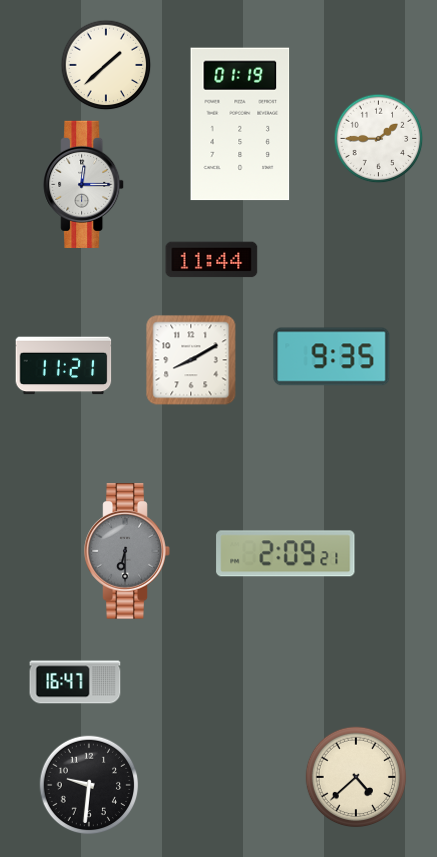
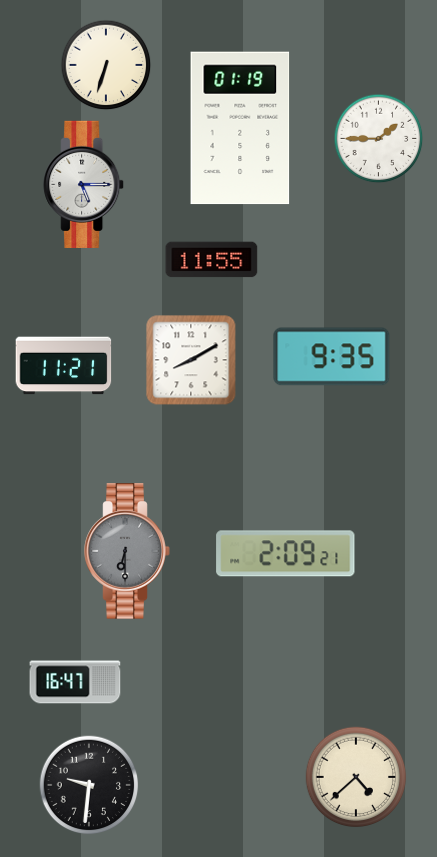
clock at (106, 65): 1:38 -> 6:33
clock at (240, 124) position: (240, 124) -> (240, 128)
clock at (84, 184): 12:15 -> 5:15
clock at (212, 260): 11:44 -> 11:55
